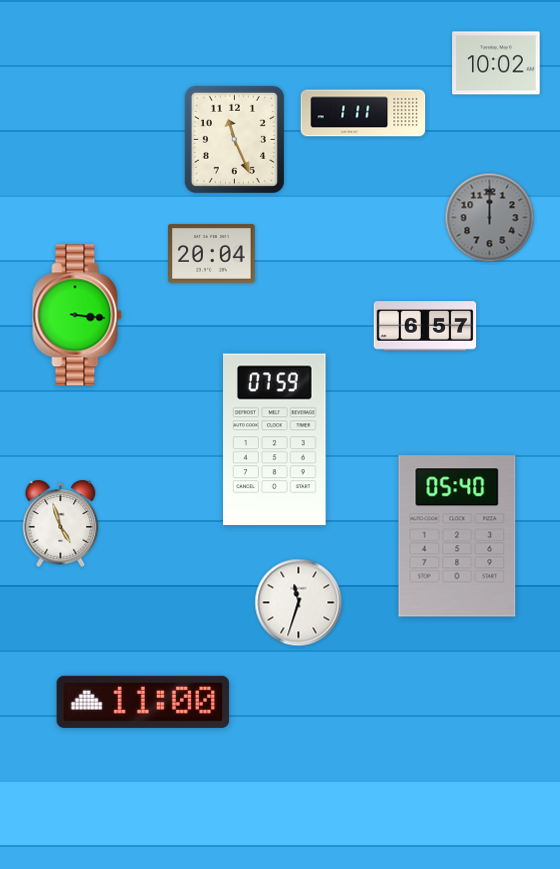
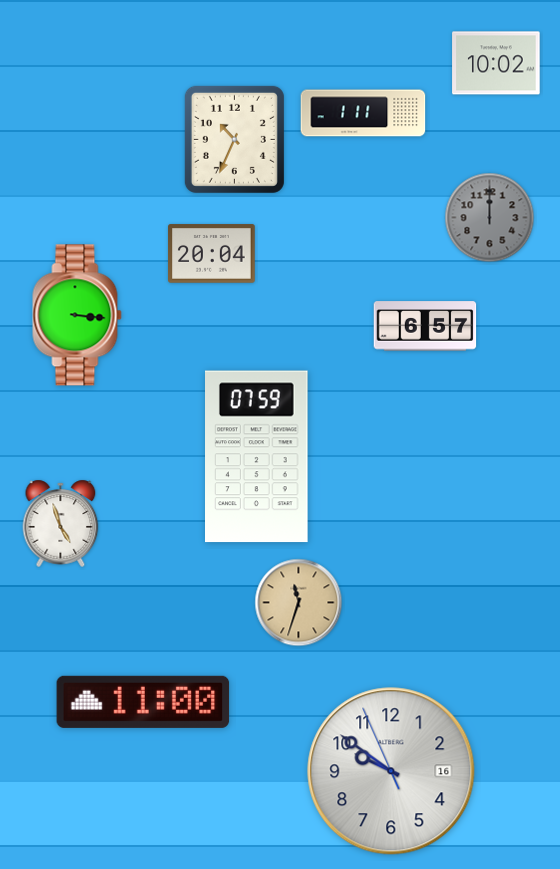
clock at (234, 139): 11:26 -> 10:34
clock at (275, 440) position: (275, 440) -> (257, 457)
clock at (457, 536): 05:40 -> none
clock at (299, 603) dial: white -> champagne
clock at (391, 771): none -> 9:50
